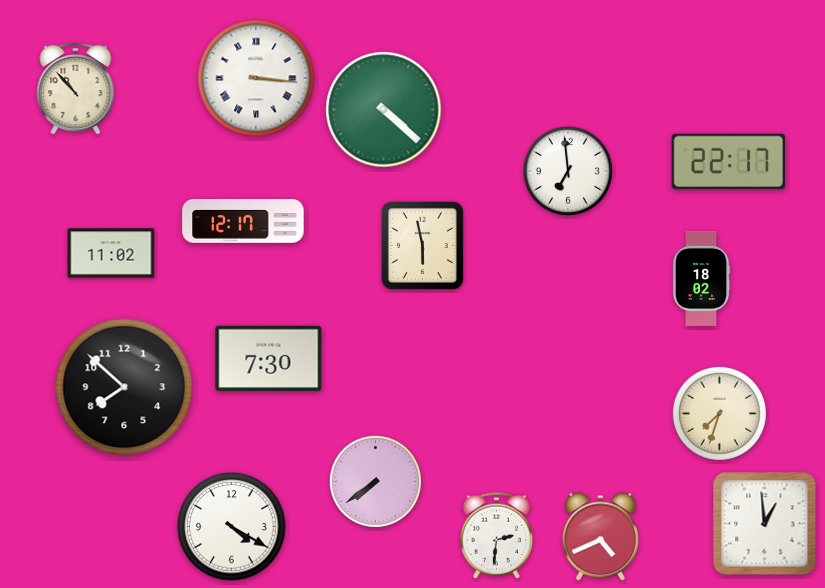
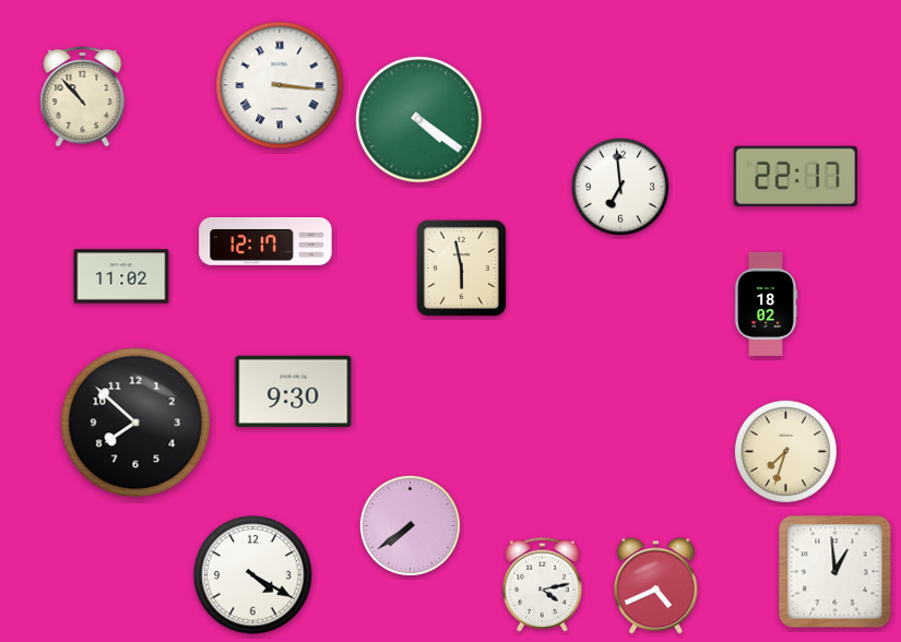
clock at (384, 110): 4:22 -> 4:21
clock at (269, 359): 7:30 -> 9:30
clock at (497, 535): 2:31 -> 4:13
